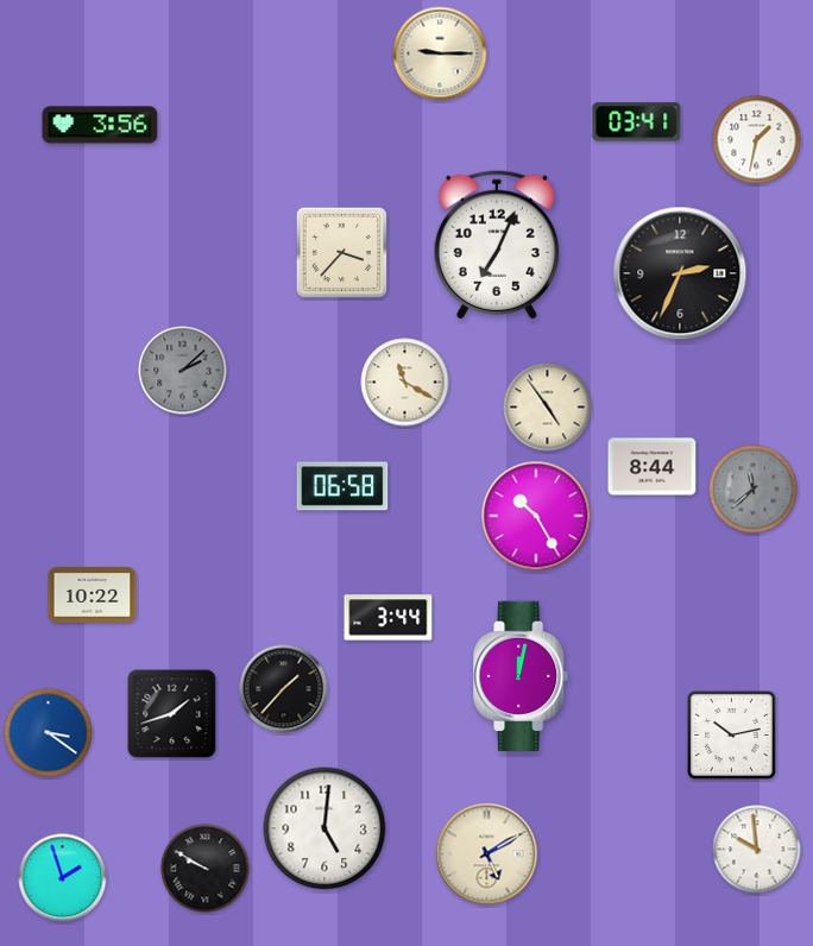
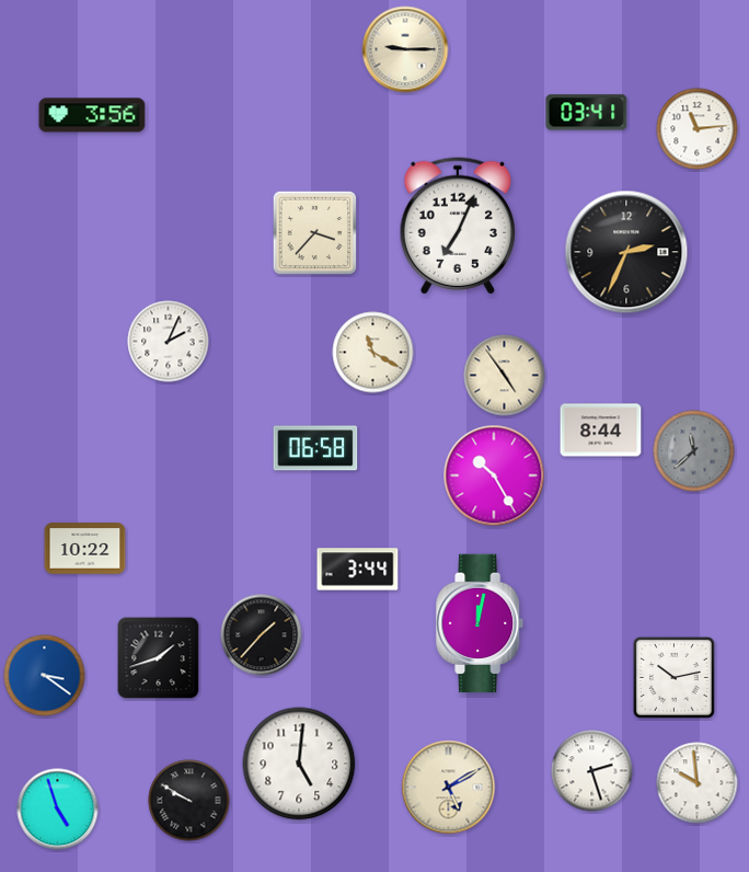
clock at (757, 140): 1:32 -> 11:14
clock at (183, 371): 2:08 -> 2:04
clock at (183, 371) dial: grey -> white
clock at (592, 771): none -> 2:27
clock at (63, 878): 1:57 -> 4:57
